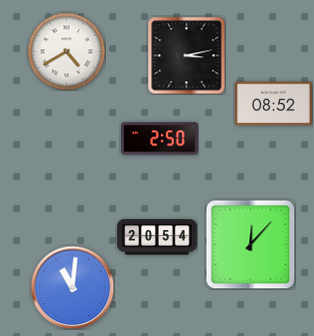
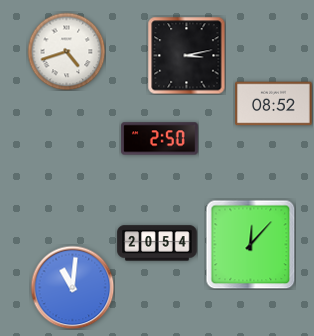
clock at (66, 51): 4:40 -> 4:42
clock at (157, 237) position: (157, 237) -> (157, 243)
